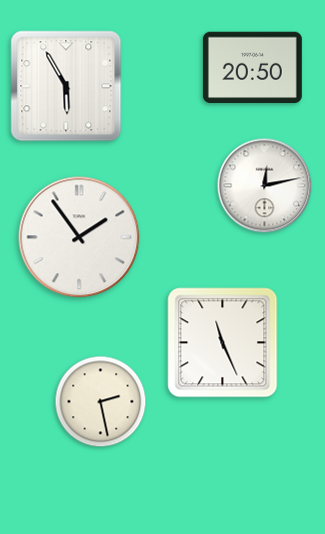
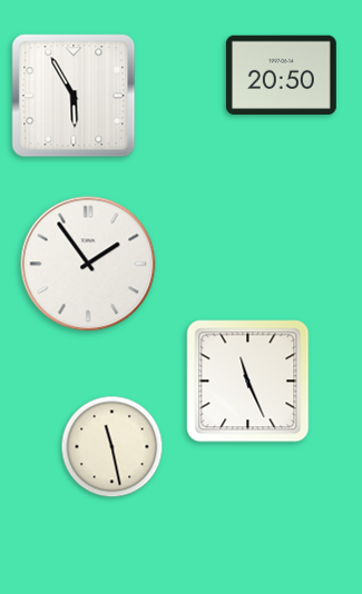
clock at (265, 186): 12:13 -> none
clock at (101, 402): 2:28 -> 11:28
